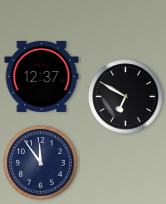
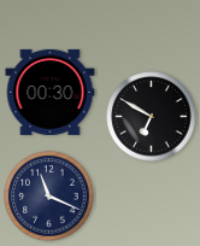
clock at (42, 76): 12:37 -> 00:30
clock at (41, 163): 11:54 -> 11:19
